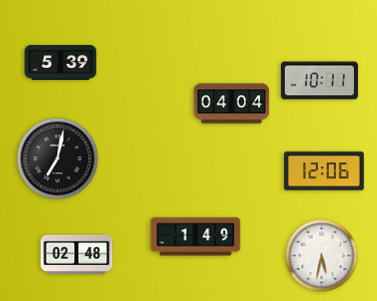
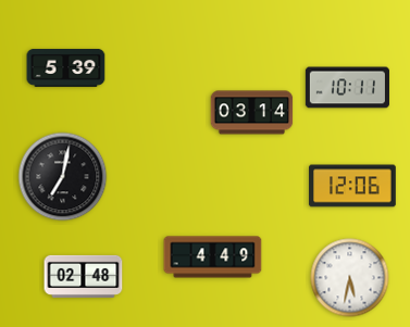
clock at (232, 104): 04:04 -> 03:14
clock at (58, 159) position: (58, 159) -> (63, 177)
clock at (196, 237): 1:49 -> 4:49
